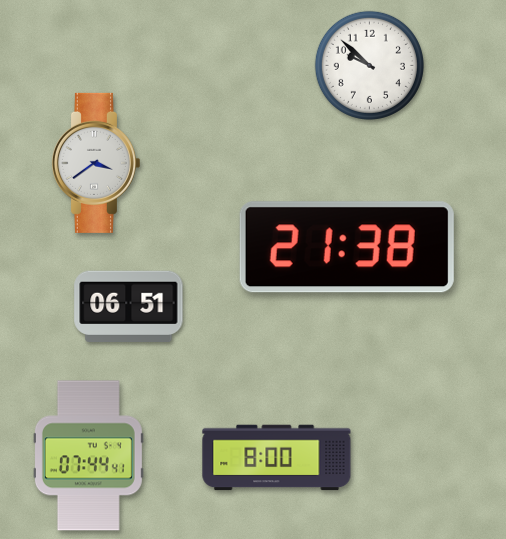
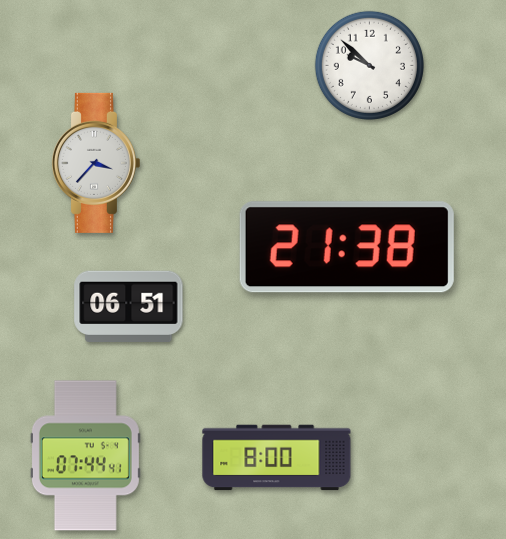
clock at (95, 163): 3:39 -> 3:37
clock at (88, 456) position: (88, 456) -> (85, 456)
